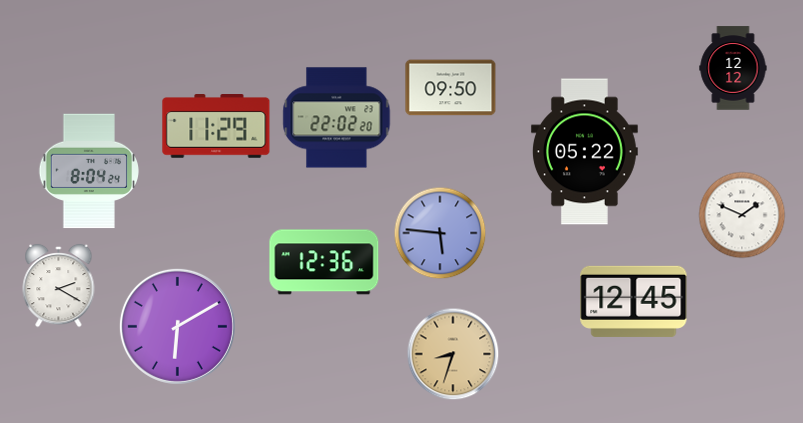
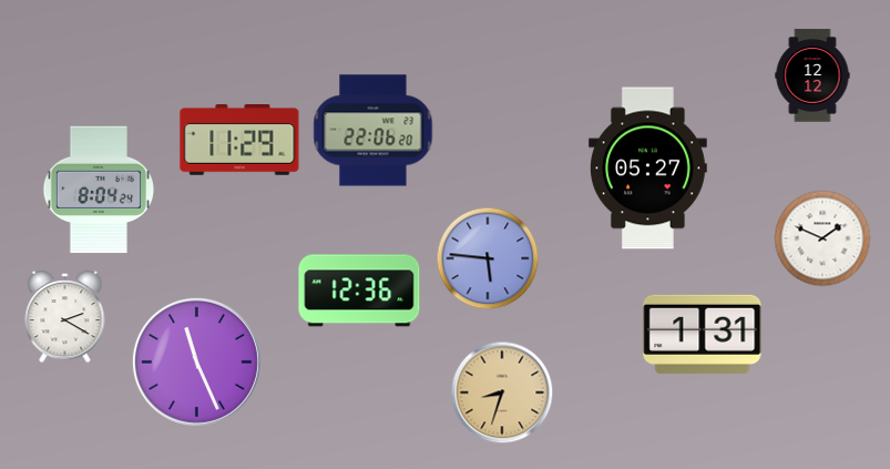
clock at (451, 88): 09:50 -> none
clock at (337, 118): 22:02 -> 22:06
clock at (584, 152): 05:22 -> 05:27
clock at (634, 301): 12:45 -> 1:31
clock at (177, 326): 6:10 -> 11:26
